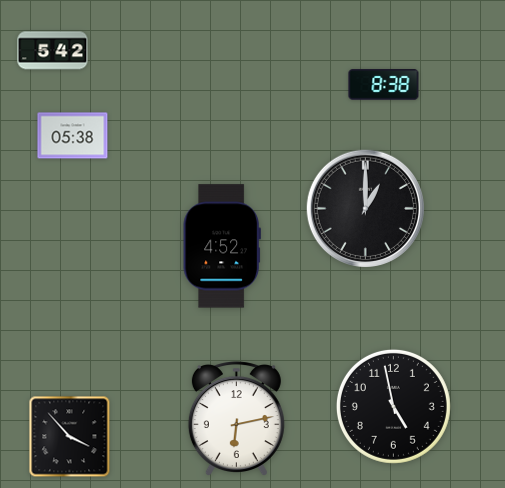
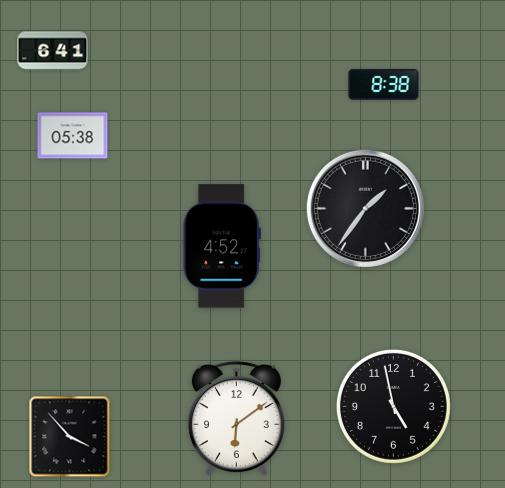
clock at (53, 51): 5:42 -> 6:41
clock at (365, 208): 1:00 -> 1:36
clock at (236, 418): 6:13 -> 6:09
